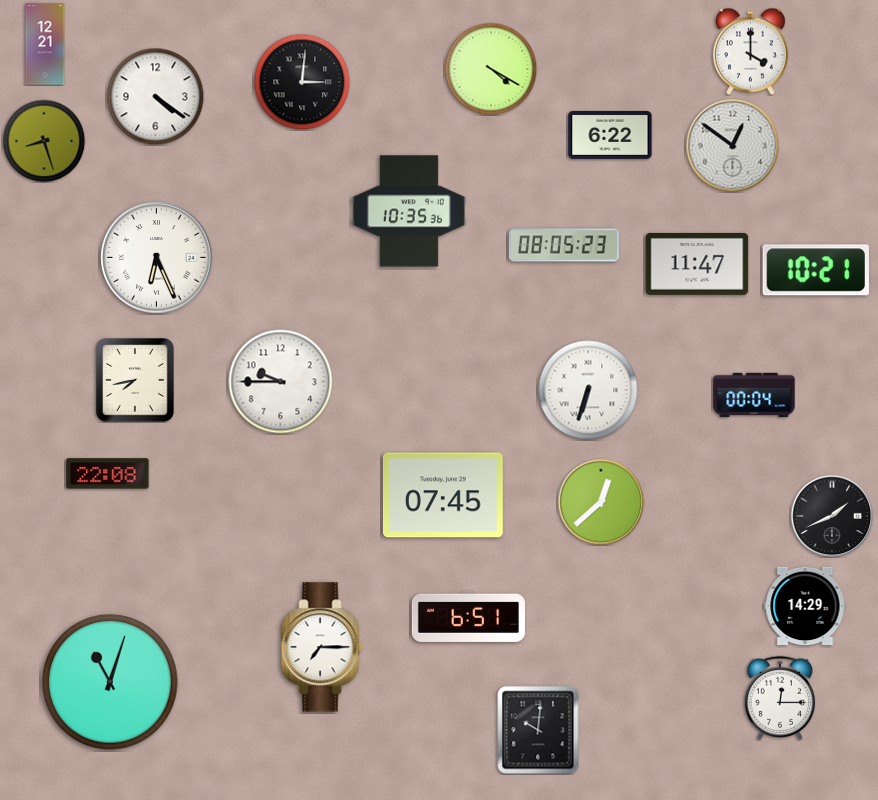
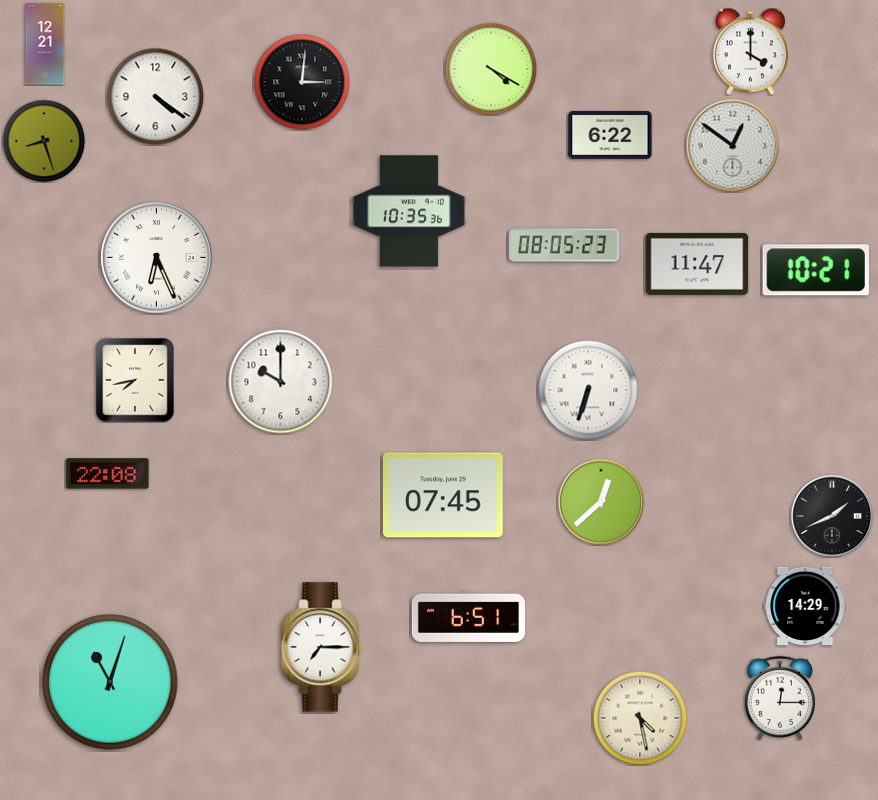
clock at (281, 382): 9:45 -> 10:00
clock at (754, 395): 00:04 -> none
clock at (640, 718): none -> 4:28
clock at (538, 730): 10:01 -> none
